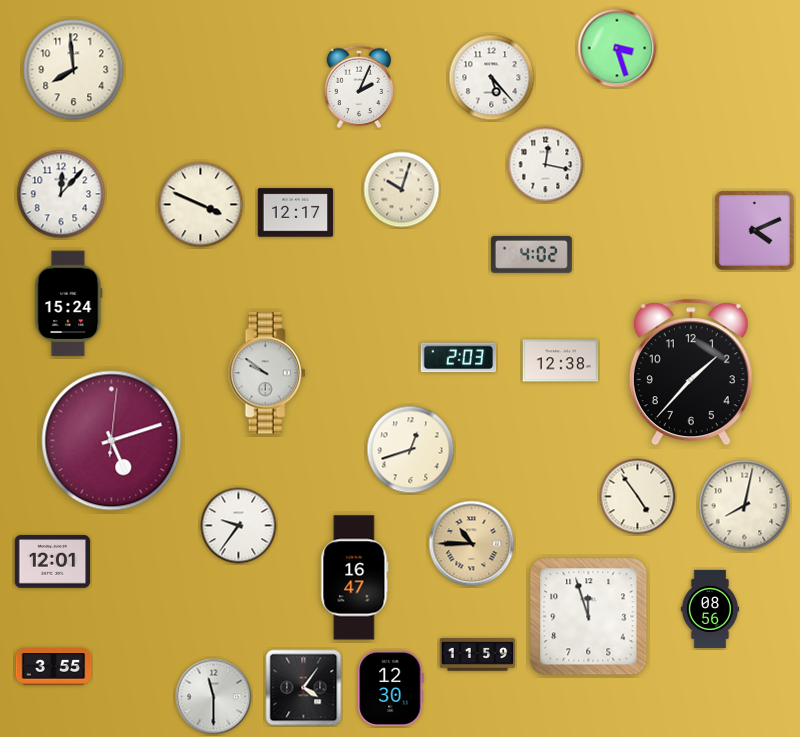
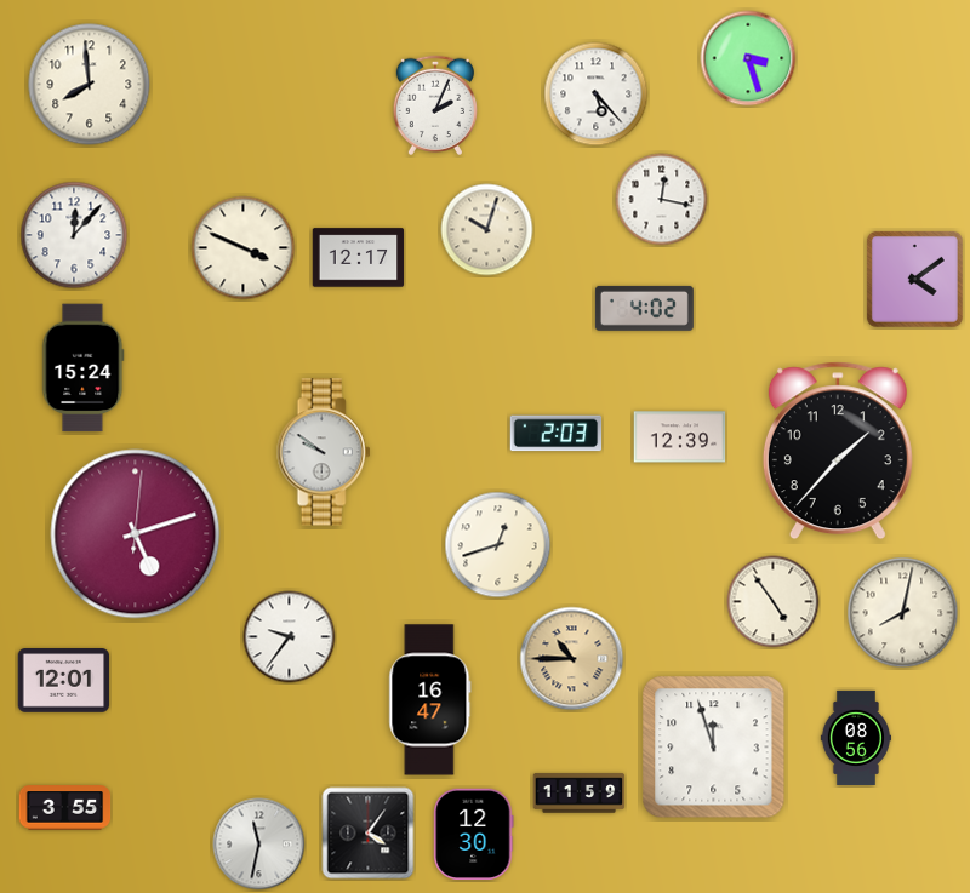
clock at (754, 230): 4:11 -> 4:09
clock at (561, 361): 12:38 -> 12:39
clock at (709, 609) position: (709, 609) -> (855, 738)
clock at (214, 697): 11:30 -> 11:32
